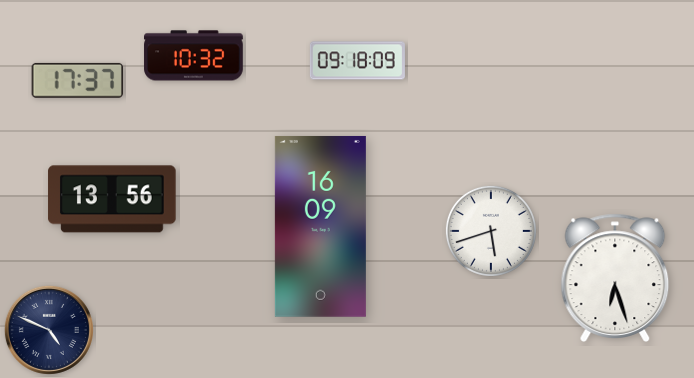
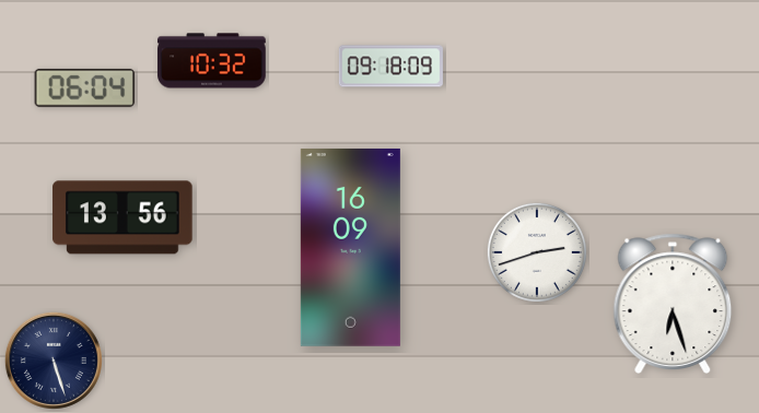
clock at (77, 80): 17:37 -> 06:04
clock at (491, 231): 5:42 -> 2:42
clock at (49, 330): 4:49 -> 5:27
